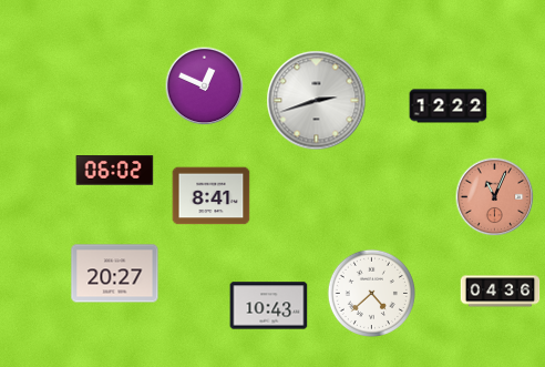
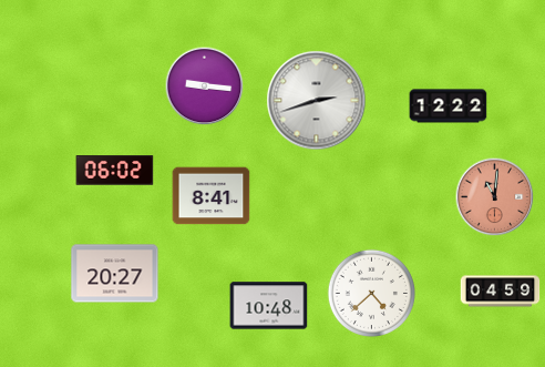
clock at (205, 86): 12:49 -> 9:16
clock at (495, 197): 11:04 -> 11:01
clock at (501, 292): 04:36 -> 04:59
clock at (269, 306): 10:43 -> 10:48
